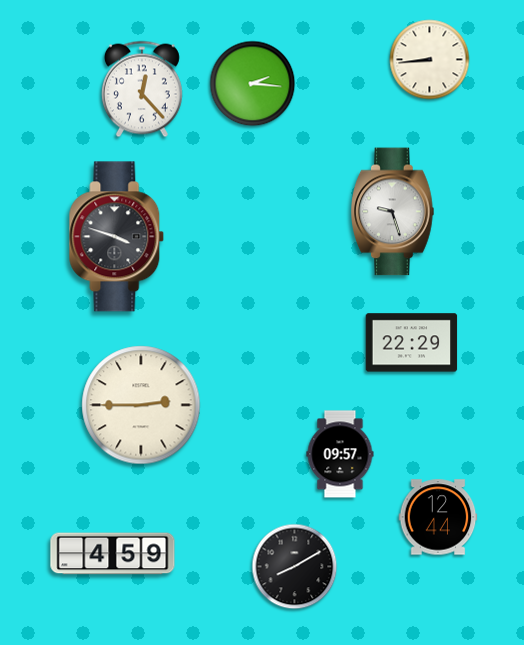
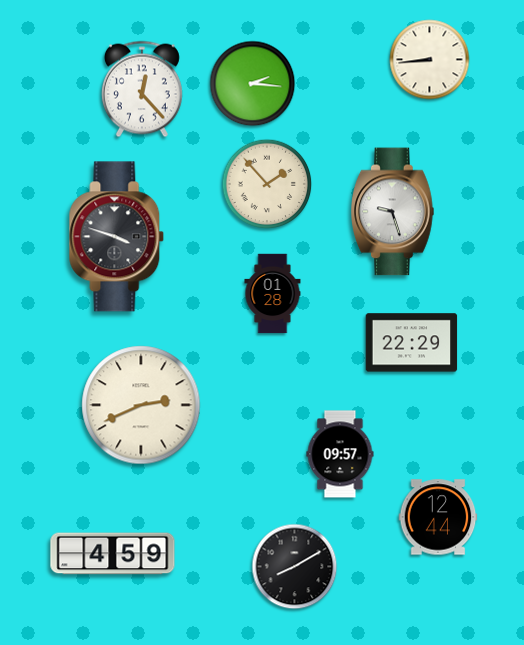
clock at (267, 184): none -> 1:53
clock at (273, 294): none -> 01:28
clock at (141, 405): 2:45 -> 2:41
